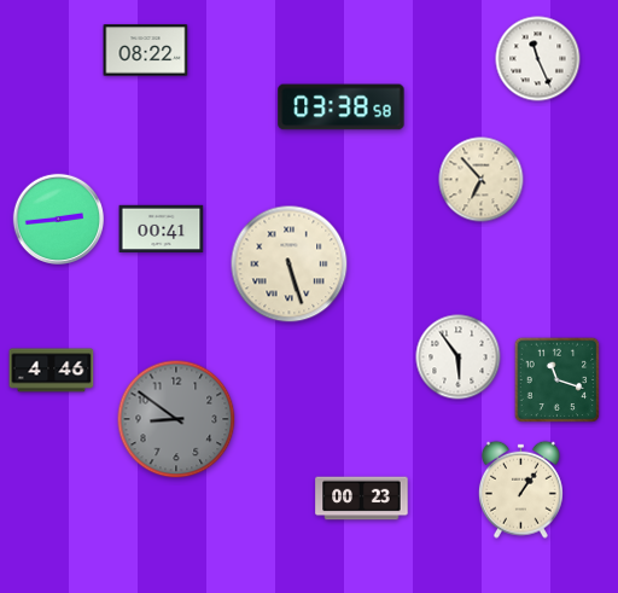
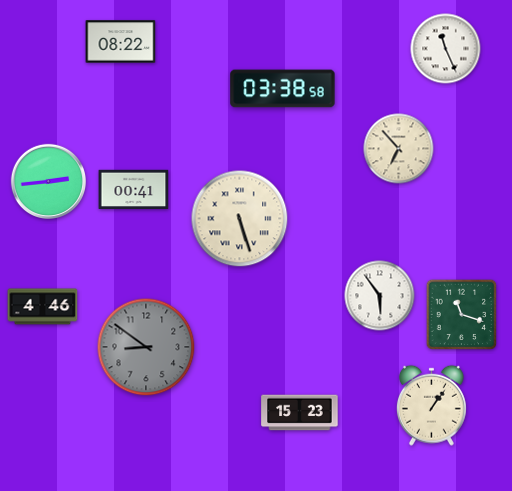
clock at (362, 499): 00:23 -> 15:23
